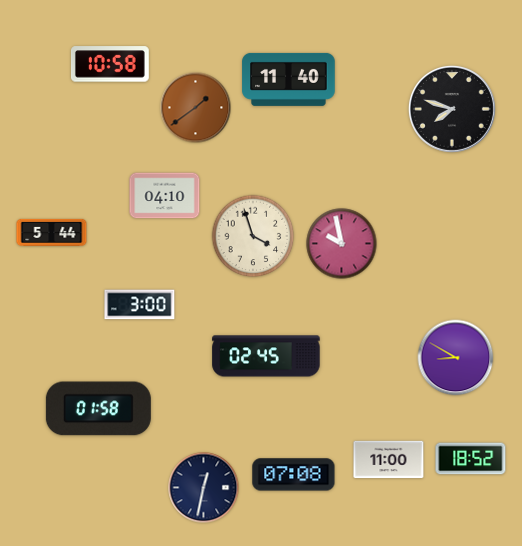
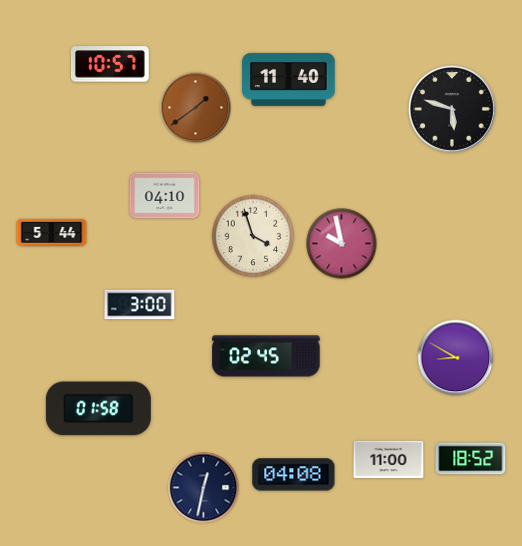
clock at (110, 64): 10:58 -> 10:57
clock at (452, 109): 7:48 -> 5:48
clock at (294, 475): 07:08 -> 04:08
